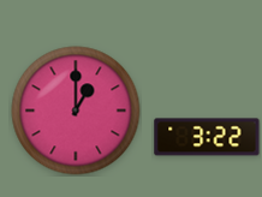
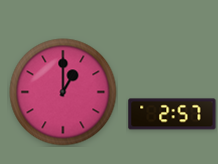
clock at (207, 137): 3:22 -> 2:57
